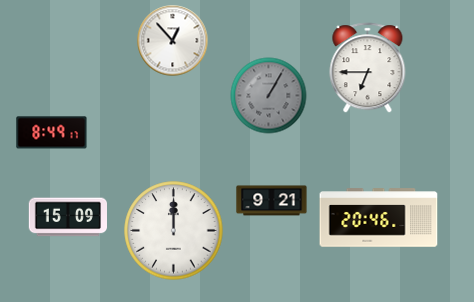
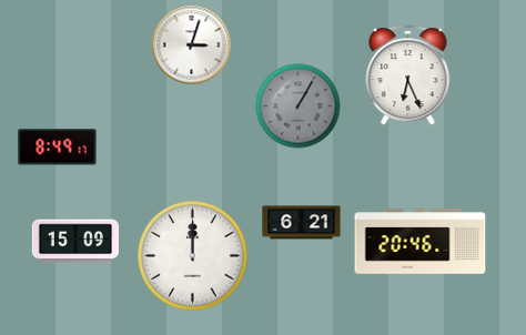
clock at (173, 41): 12:53 -> 3:03
clock at (368, 68): 6:45 -> 6:26
clock at (272, 201): 9:21 -> 6:21
